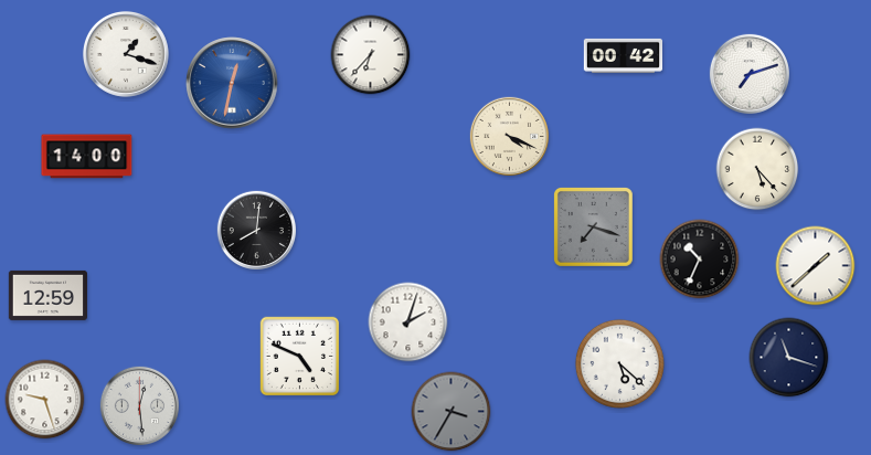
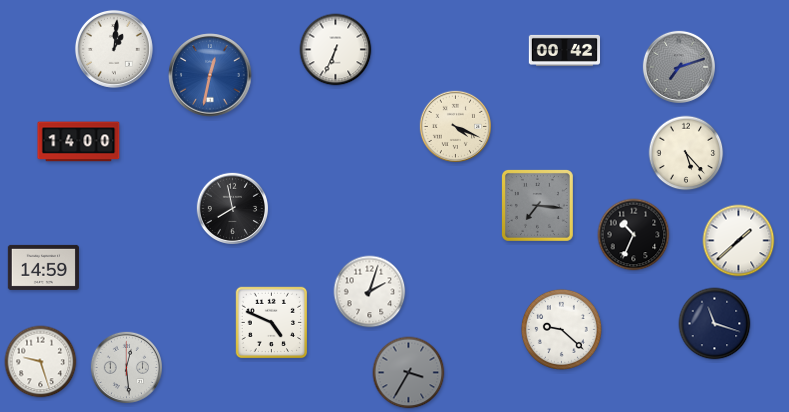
clock at (126, 54): 1:18 -> 1:01
clock at (371, 55): 6:37 -> 6:34
clock at (750, 74) dial: white -> grey
clock at (509, 136) position: (509, 136) -> (455, 126)
clock at (593, 226): 7:18 -> 7:16
clock at (256, 230): 8:01 -> 7:58
clock at (47, 295): 12:59 -> 14:59
clock at (619, 363): 5:22 -> 9:22
